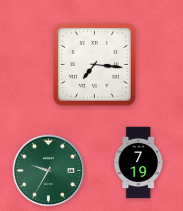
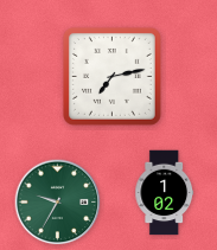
clock at (94, 64): 7:16 -> 7:13
clock at (139, 163): 7:19 -> 1:02
